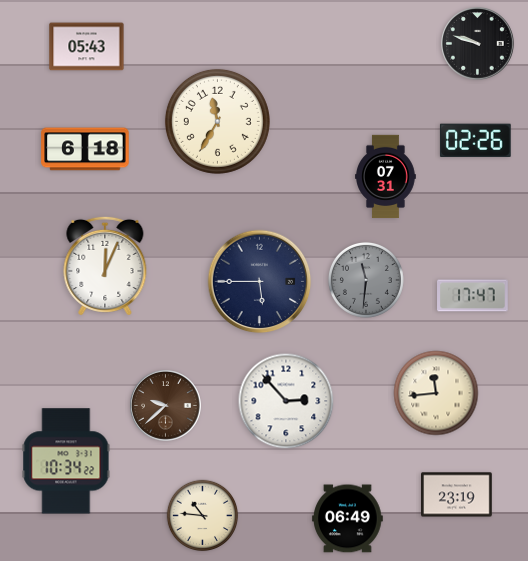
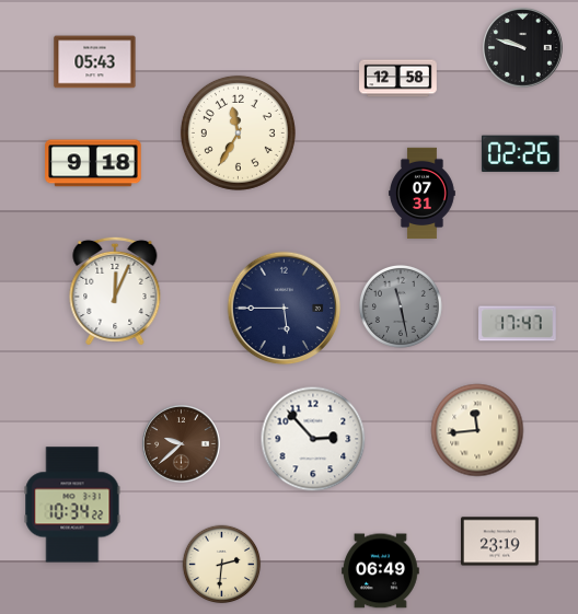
clock at (87, 47) position: (87, 47) -> (95, 62)
clock at (398, 79): none -> 12:58
clock at (85, 149): 6:18 -> 9:18
clock at (366, 280): 11:31 -> 11:28
clock at (203, 516): 10:46 -> 2:31
clock at (348, 519) position: (348, 519) -> (381, 571)
